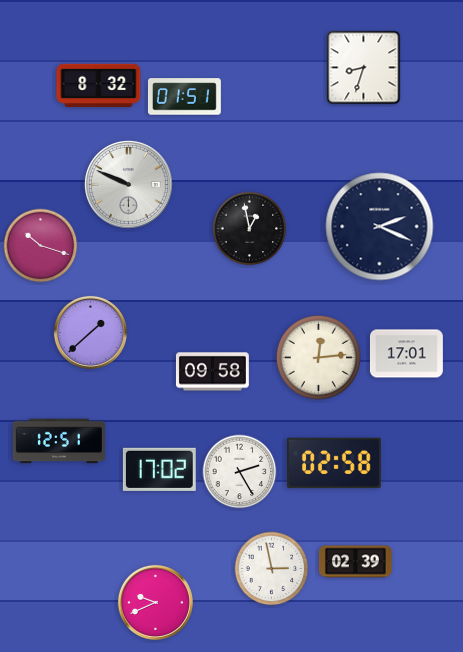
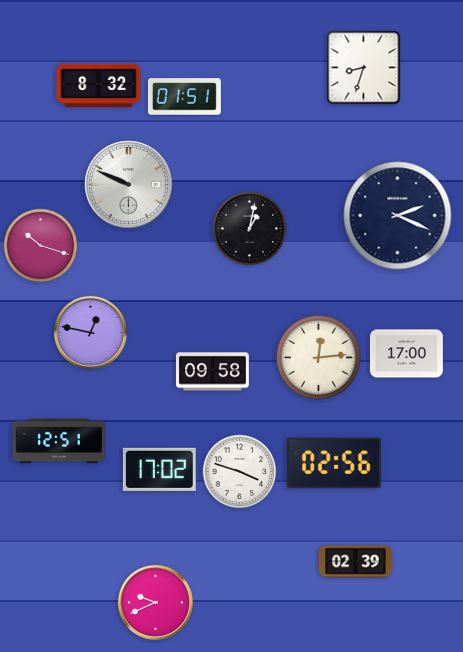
clock at (380, 227) position: (380, 227) -> (398, 216)
clock at (250, 229): 12:58 -> 1:02
clock at (90, 332): 1:38 -> 12:47
clock at (406, 354): 17:01 -> 17:00
clock at (334, 463): 02:58 -> 02:56
clock at (240, 472): 2:25 -> 3:48
clock at (272, 569): 2:58 -> none
